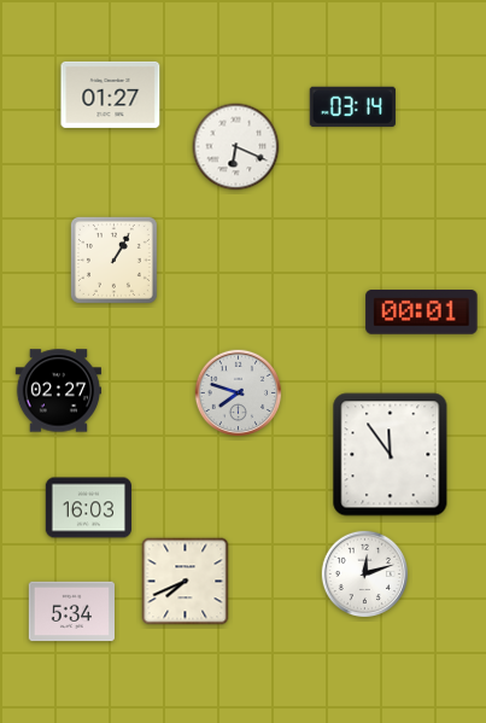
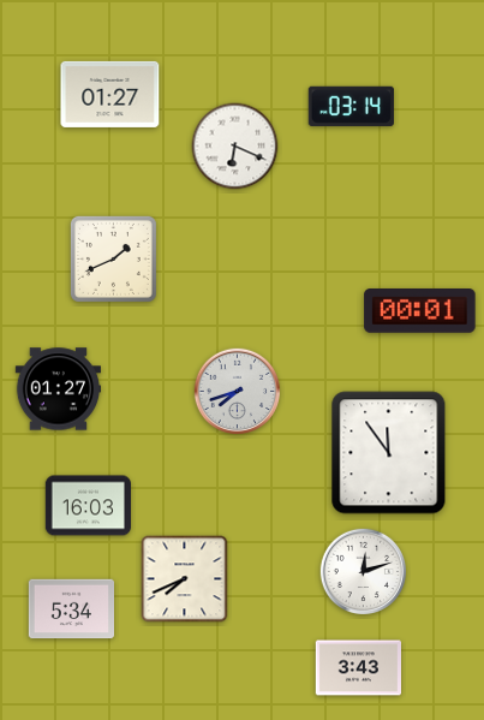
clock at (113, 260): 1:05 -> 1:41
clock at (58, 391): 02:27 -> 01:27
clock at (239, 393): 7:48 -> 7:42
clock at (358, 668): none -> 3:43
